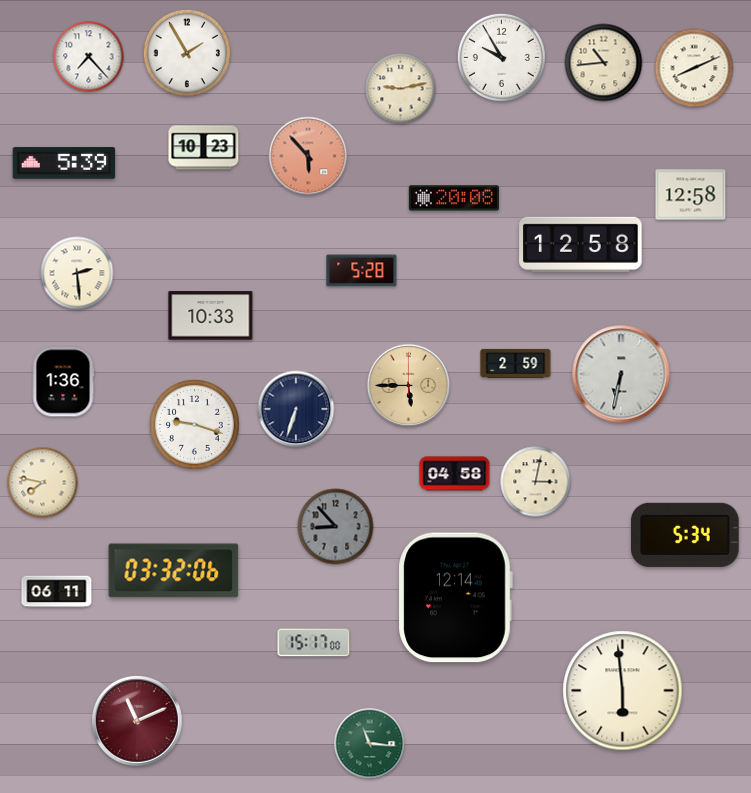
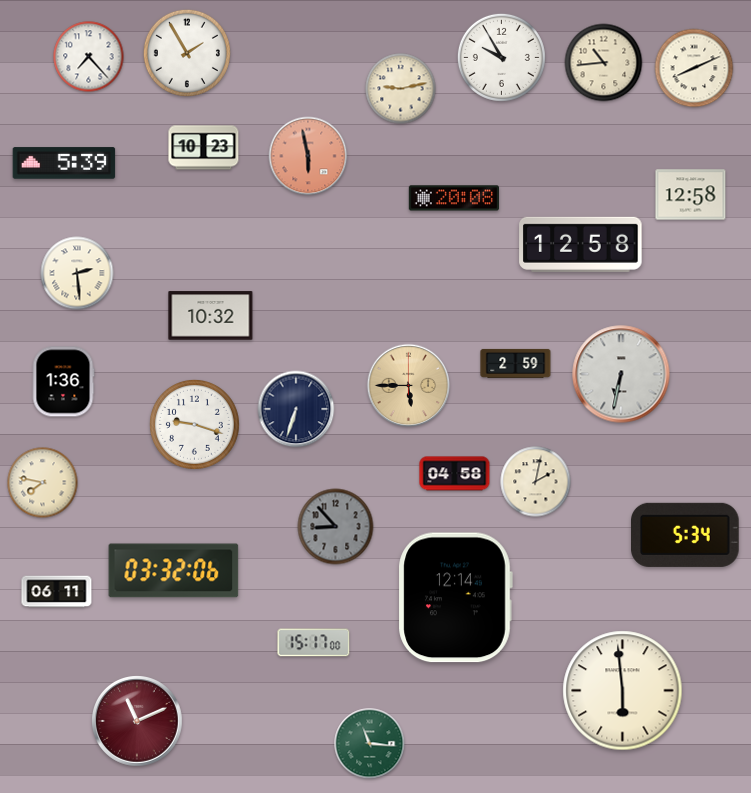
clock at (308, 156): 5:53 -> 5:58
clock at (362, 271): 5:28 -> none
clock at (211, 316): 10:33 -> 10:32
clock at (536, 482): 3:02 -> 2:02
